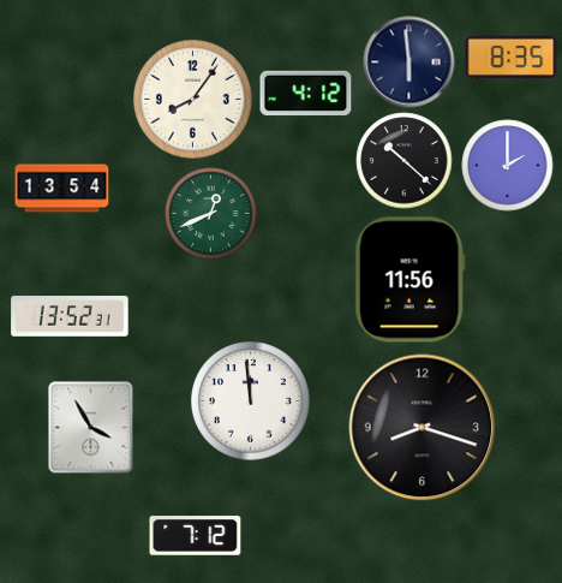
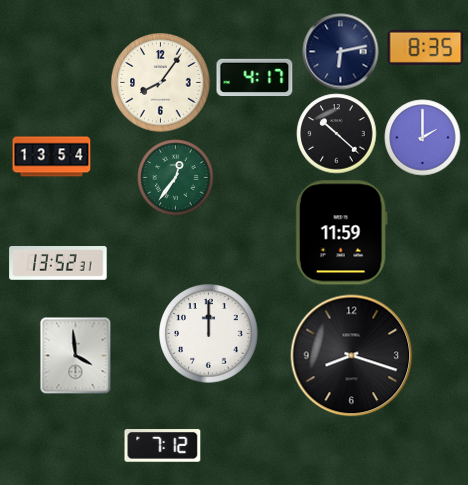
clock at (409, 63): 5:59 -> 6:13
clock at (306, 93): 4:12 -> 4:17
clock at (211, 214): 12:41 -> 12:36
clock at (409, 280): 11:56 -> 11:59
clock at (251, 401): 11:59 -> 12:00
clock at (91, 428): 3:55 -> 3:59
